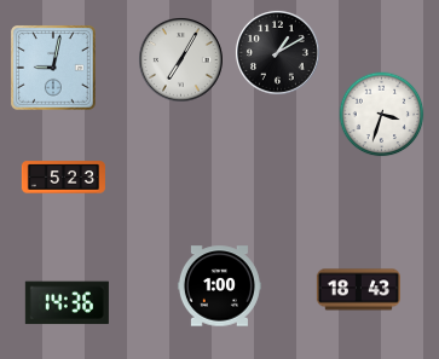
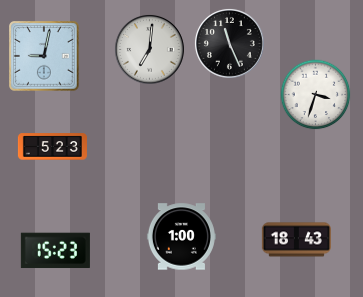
clock at (277, 52): 1:10 -> 11:26
clock at (180, 59): 7:05 -> 7:01
clock at (67, 303): 14:36 -> 15:23
